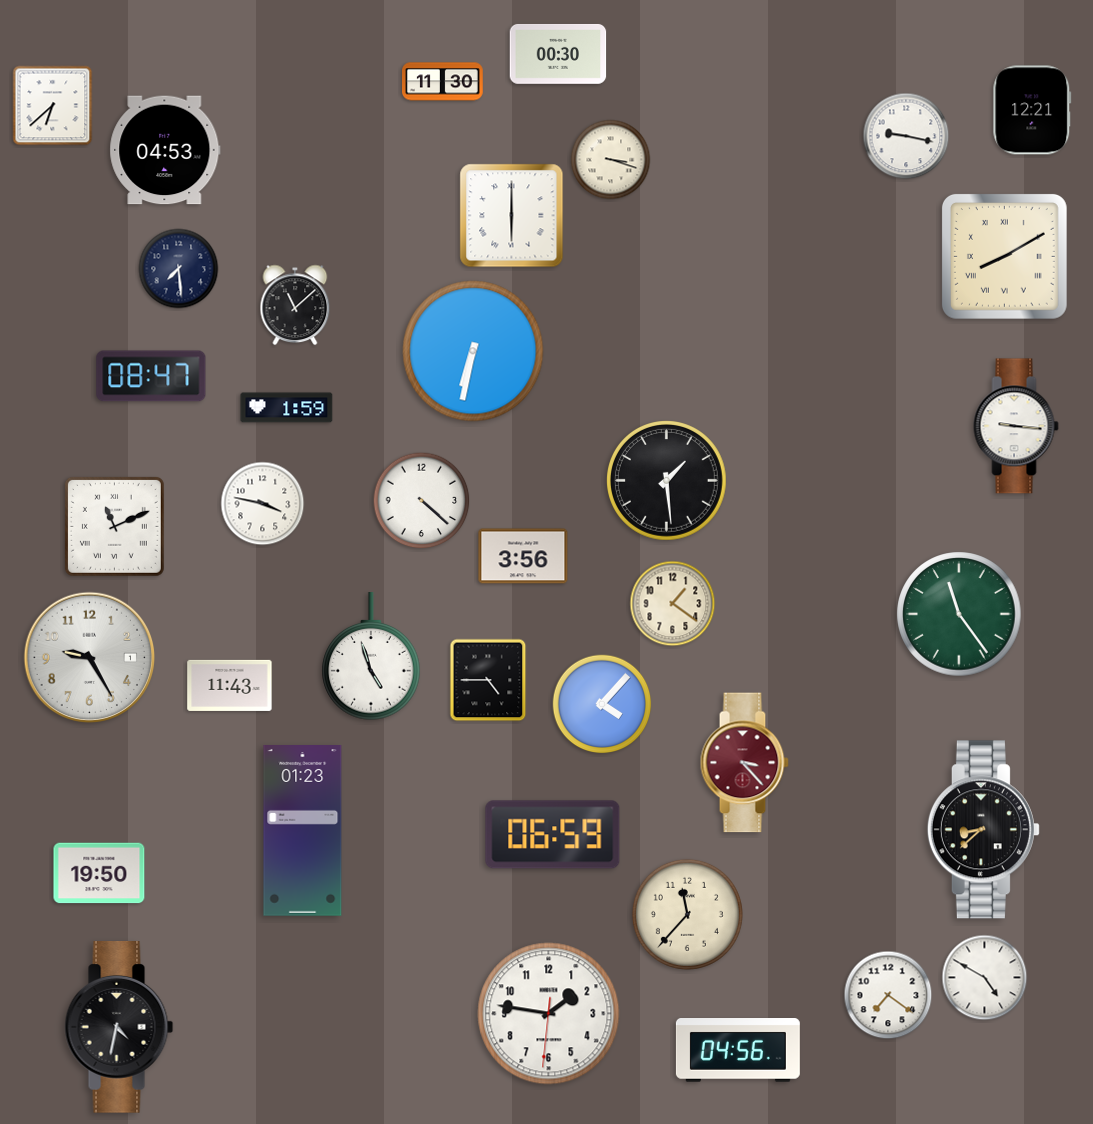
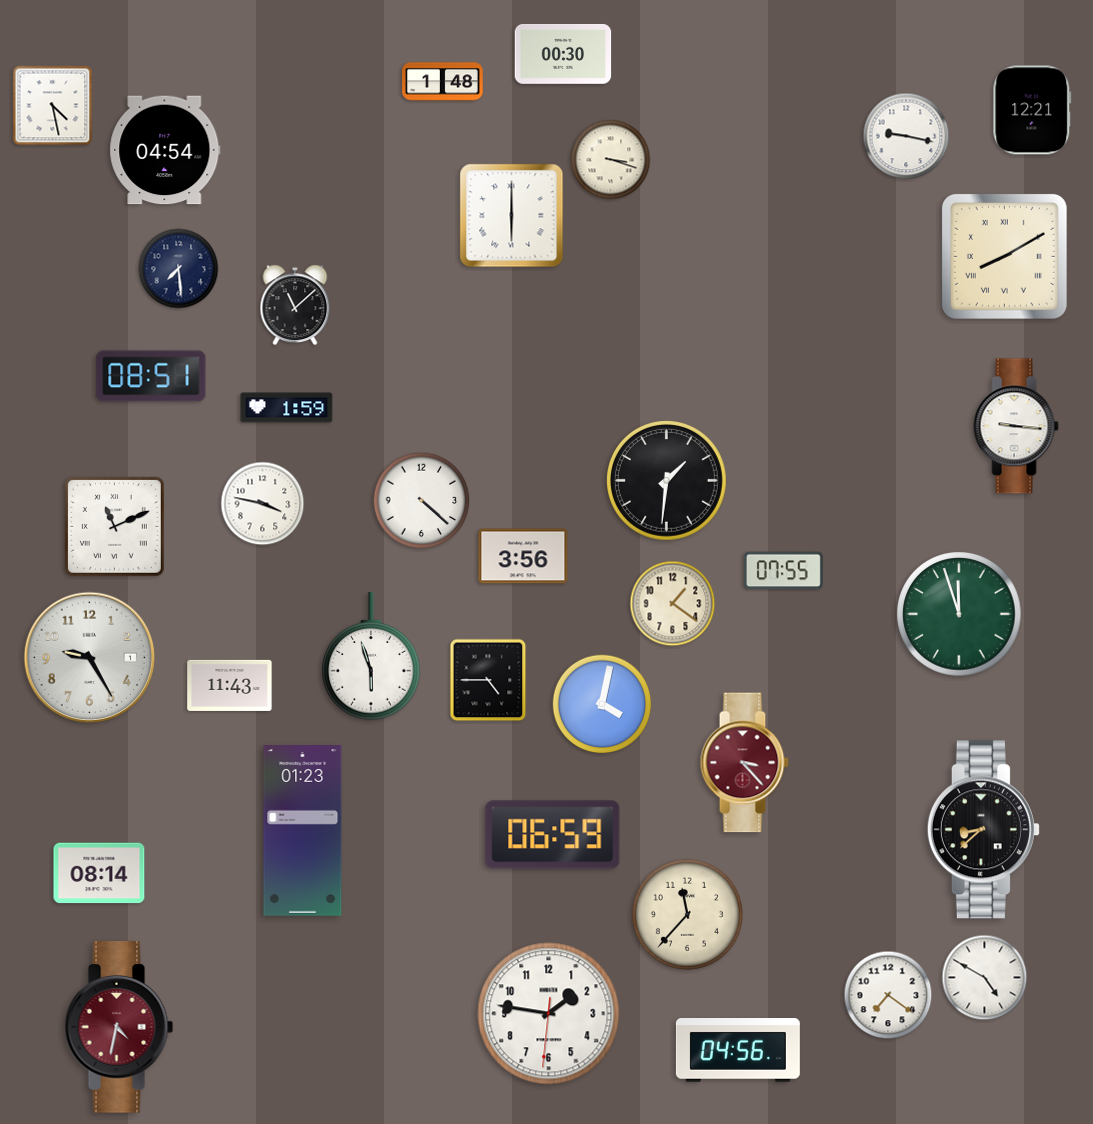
clock at (558, 54) position: (558, 54) -> (563, 54)
clock at (443, 82): 11:30 -> 1:48
clock at (53, 106): 6:38 -> 4:28
clock at (165, 150): 04:53 -> 04:54
clock at (473, 351): 6:32 -> none
clock at (151, 376): 08:47 -> 08:51
clock at (667, 481): 1:29 -> 1:31
clock at (783, 571): none -> 07:55
clock at (959, 614): 11:24 -> 11:57
clock at (371, 657): 4:57 -> 5:57
clock at (602, 704): 4:07 -> 4:02
clock at (99, 873): 19:50 -> 08:14
clock at (119, 1027) dial: black -> burgundy
